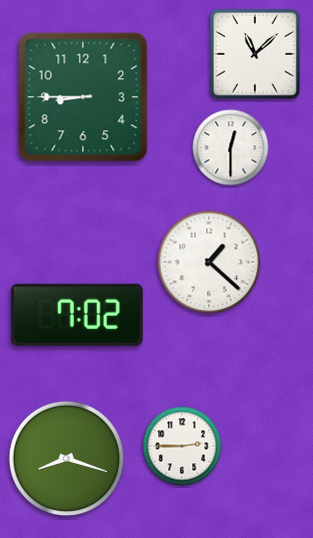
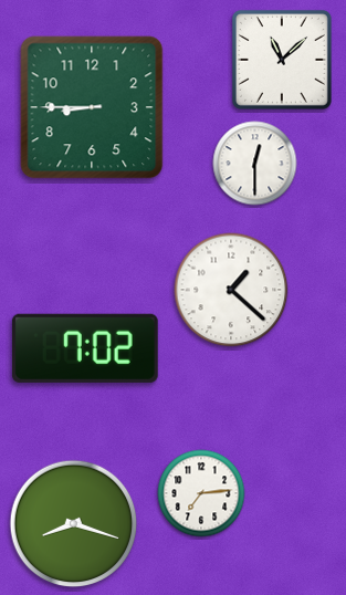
clock at (182, 446): 2:45 -> 7:14
clock at (67, 459) position: (67, 459) -> (74, 524)
